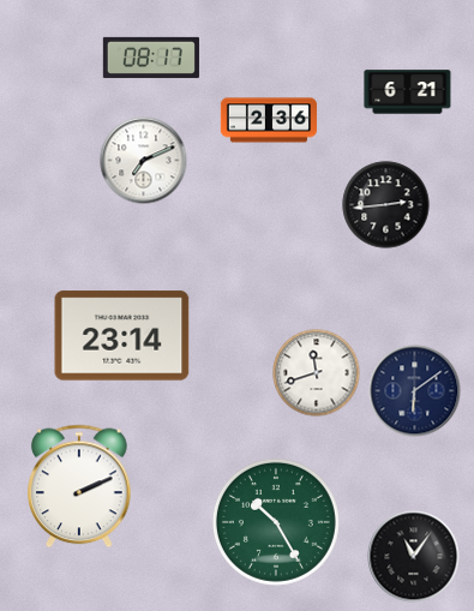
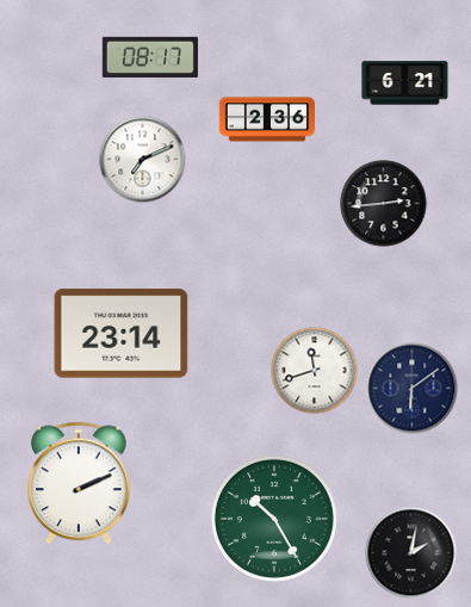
clock at (408, 92) position: (408, 92) -> (405, 83)
clock at (414, 557): 11:06 -> 2:02
